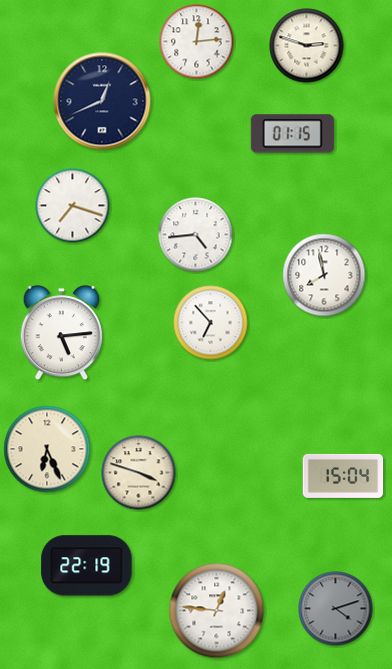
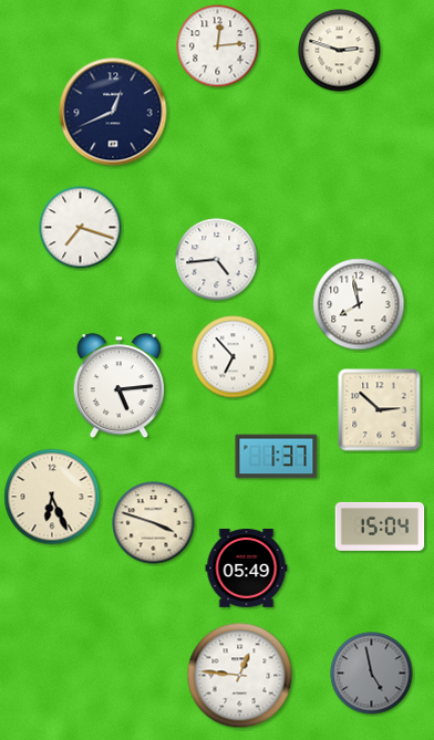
clock at (292, 134): 01:15 -> none
clock at (61, 333) position: (61, 333) -> (118, 386)
clock at (380, 410): none -> 2:52
clock at (277, 457): none -> 1:37
clock at (247, 569): none -> 05:49
clock at (87, 566): 22:19 -> none
clock at (336, 609): 4:12 -> 4:58
